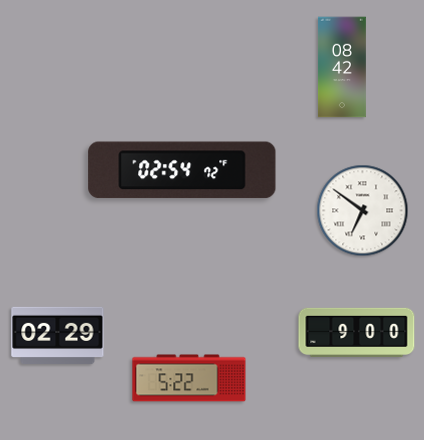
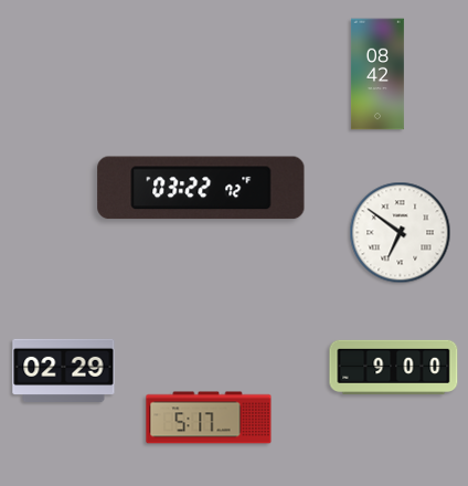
clock at (182, 170): 02:54 -> 03:22
clock at (189, 378): 5:22 -> 5:17
